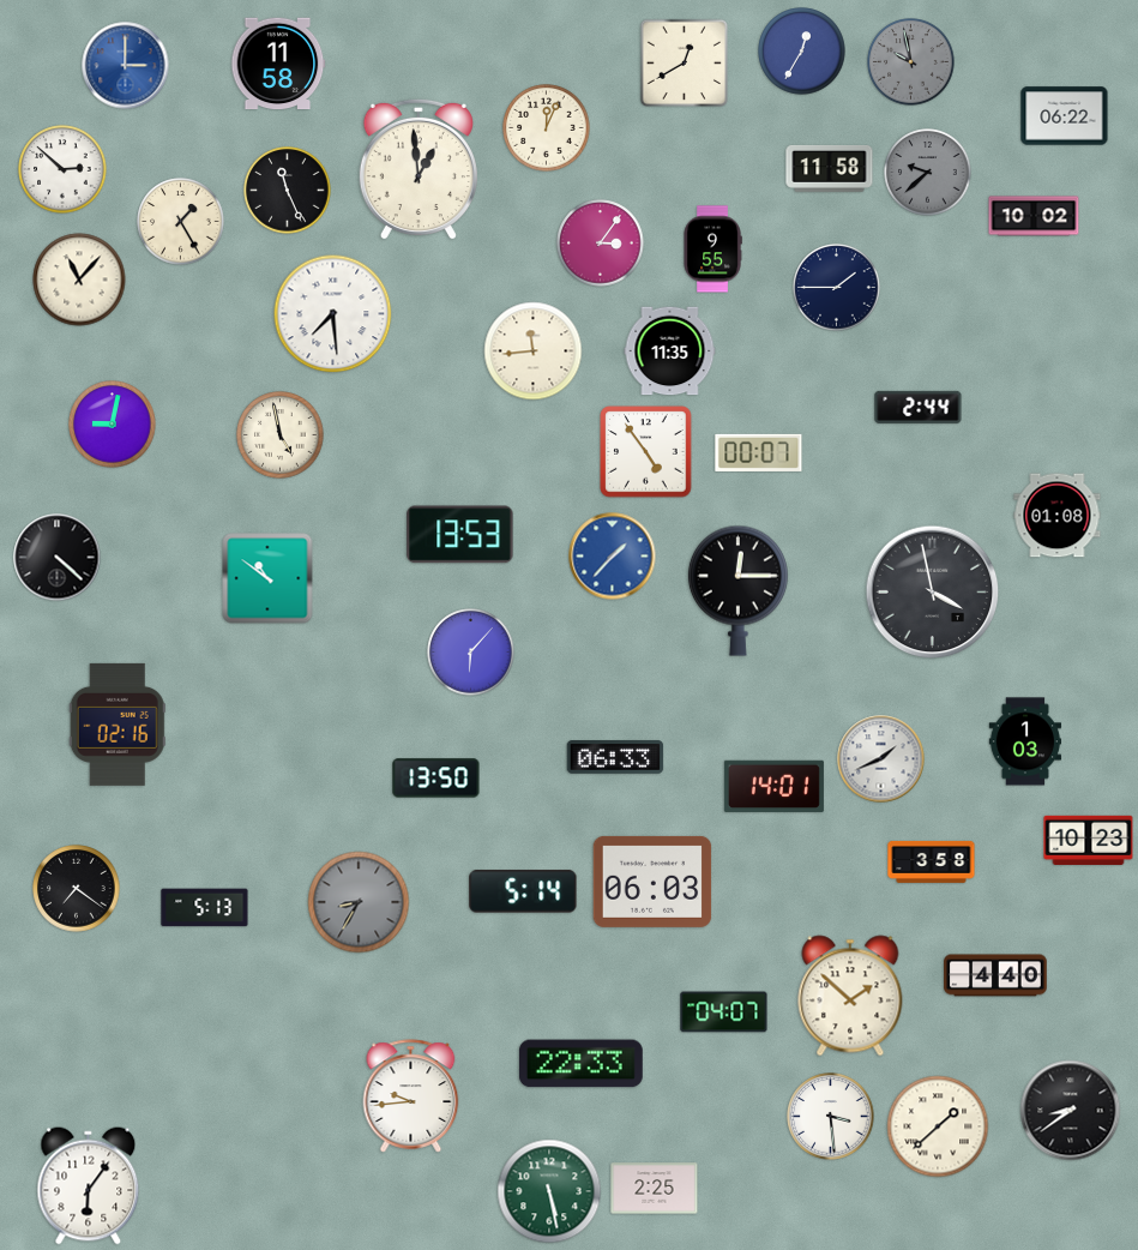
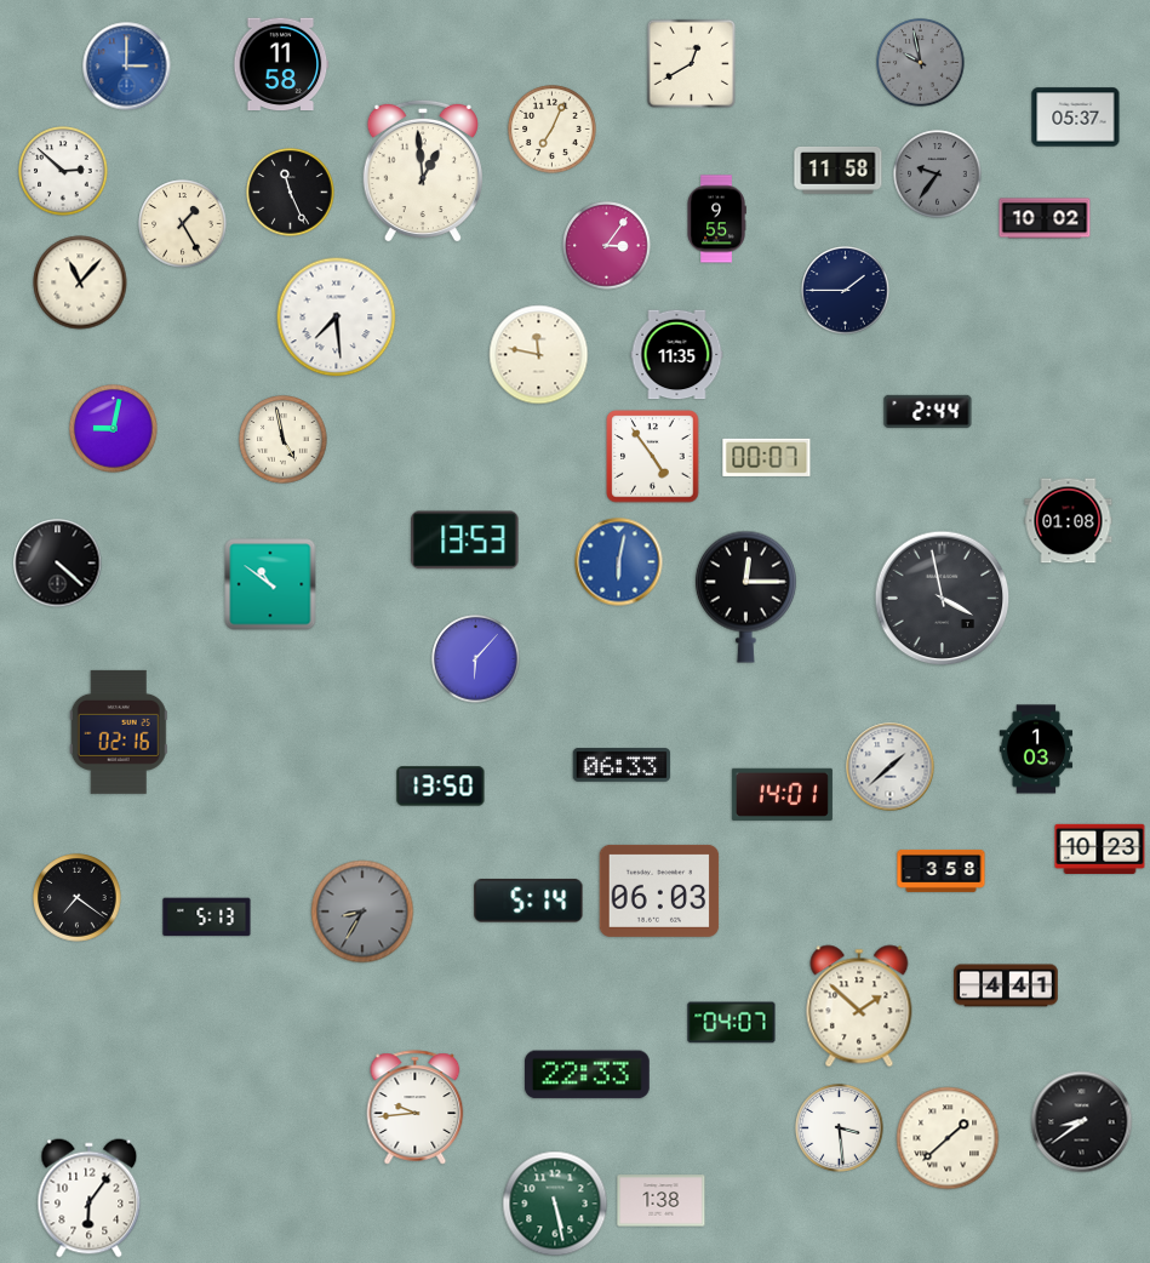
clock at (802, 52): 12:35 -> none
clock at (1065, 116): 06:22 -> 05:37
clock at (547, 128): 12:04 -> 7:04
clock at (928, 173): 9:38 -> 9:36
clock at (712, 250) position: (712, 250) -> (716, 219)
clock at (534, 351): 11:44 -> 11:47
clock at (613, 557): 1:37 -> 6:02
clock at (881, 759): 1:41 -> 1:38
clock at (995, 975): 4:40 -> 4:41
clock at (655, 1189): 2:25 -> 1:38
